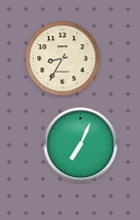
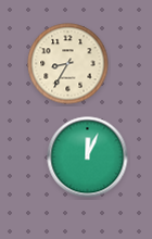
clock at (81, 145): 7:04 -> 12:04
